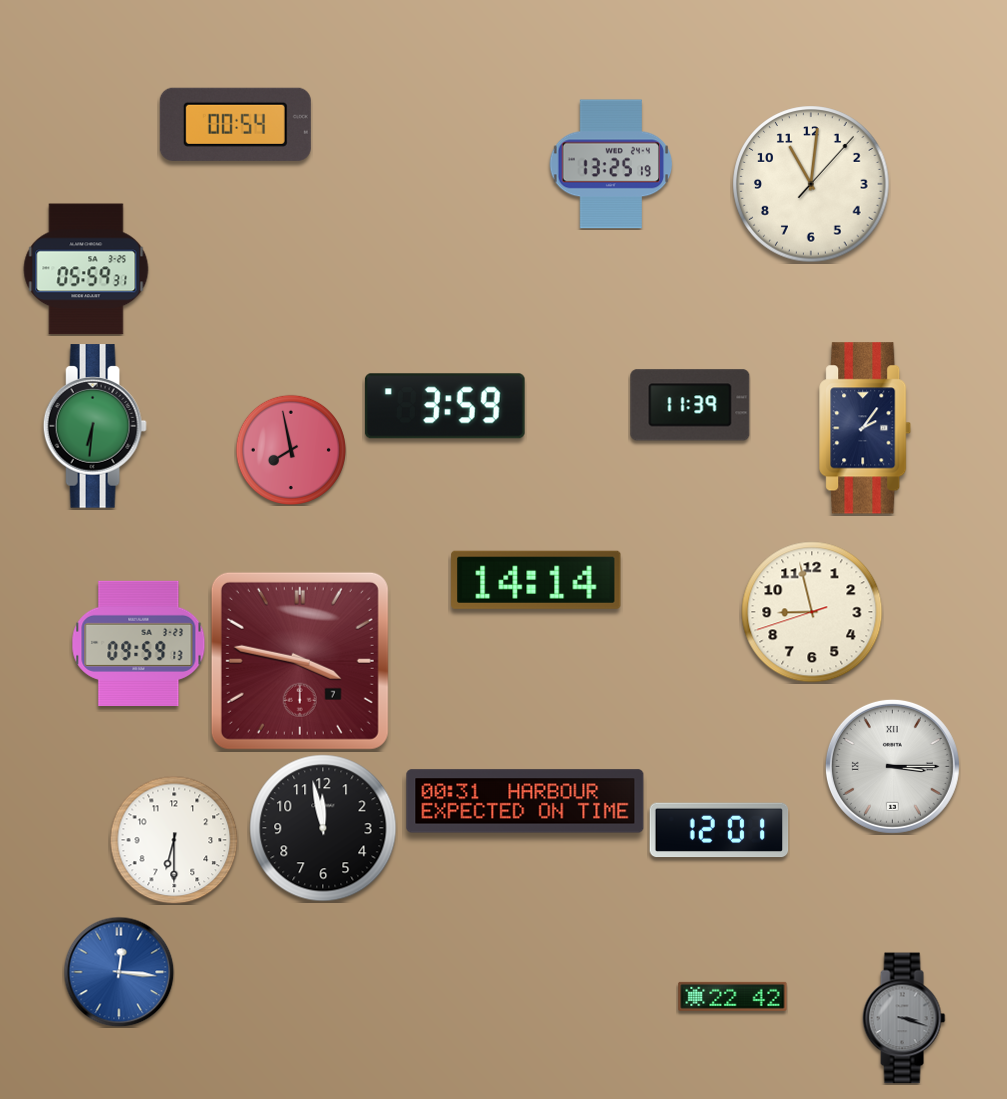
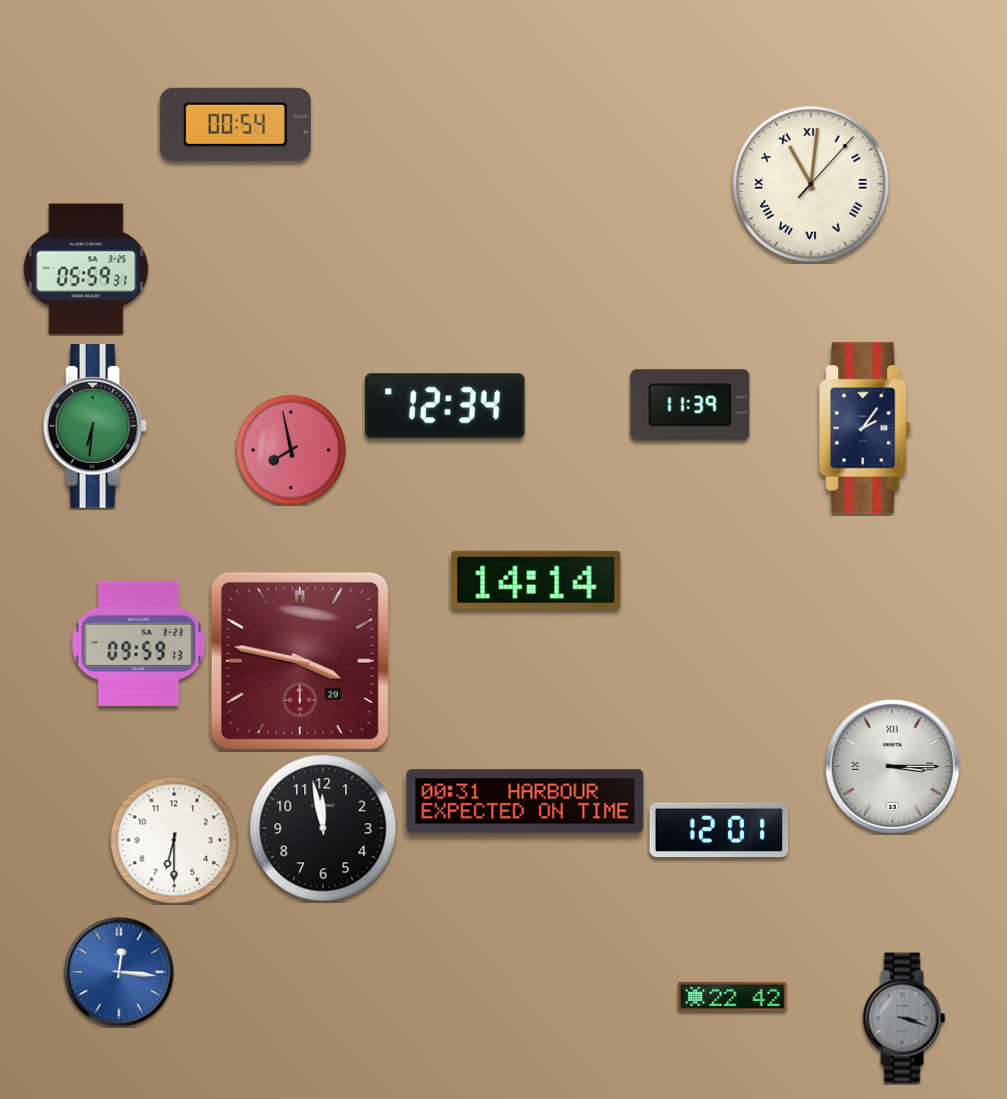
clock at (611, 164): 13:25 -> none
clock at (811, 184) numerals: Arabic -> Roman
clock at (445, 406): 3:59 -> 12:34
clock at (812, 612): 8:57 -> none
clock at (300, 661) date: 7 -> 29
